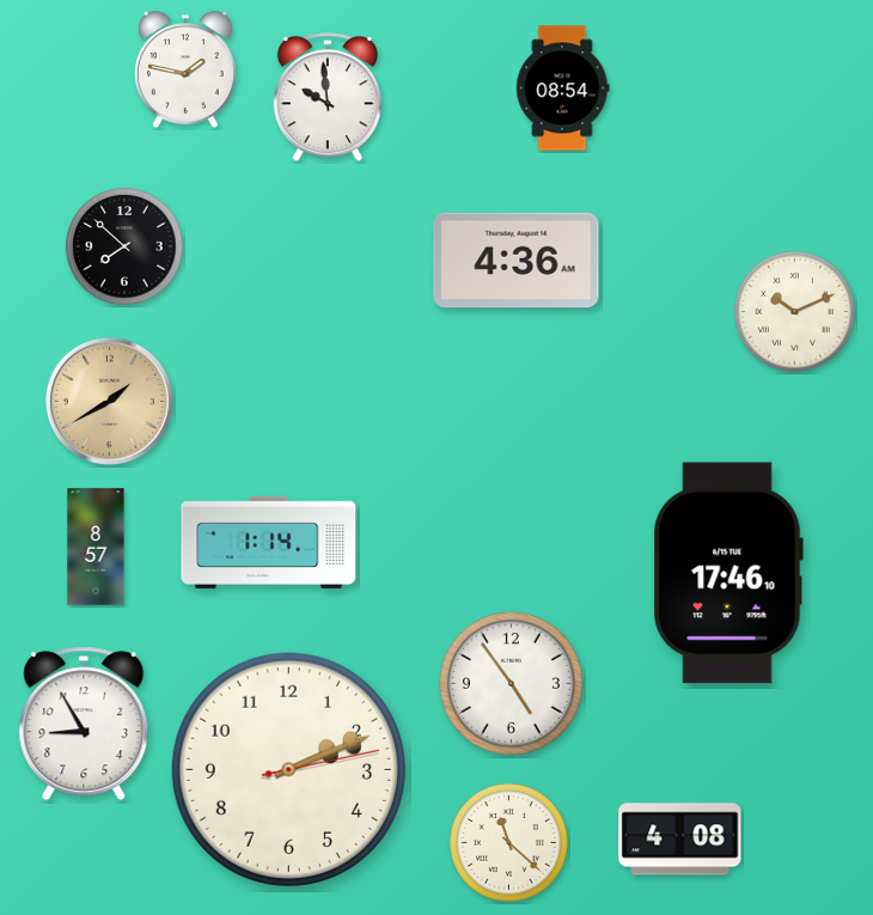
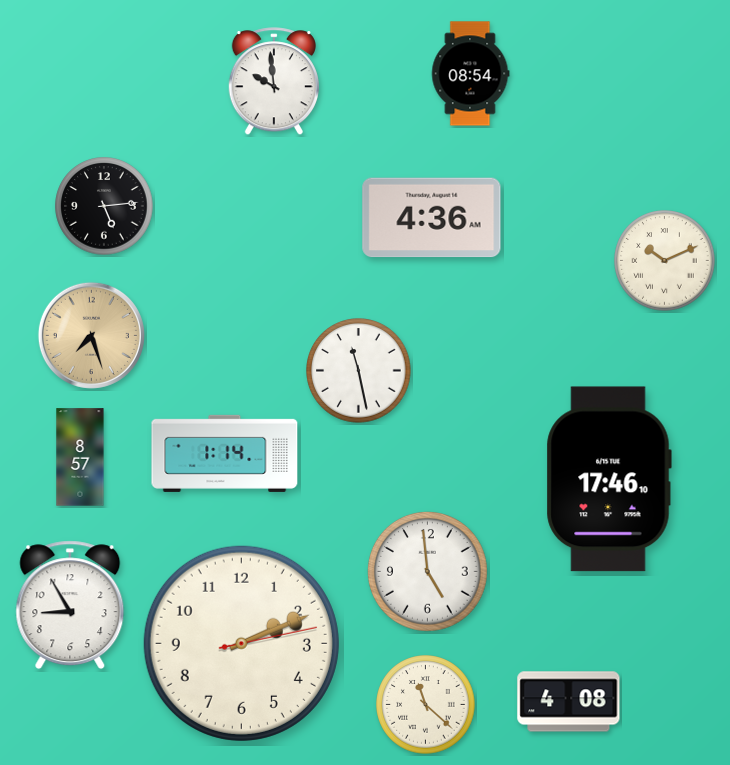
clock at (185, 69): 1:47 -> none
clock at (124, 246): 7:52 -> 5:14
clock at (109, 401): 1:40 -> 7:27
clock at (359, 371): none -> 11:28
clock at (512, 684): 4:54 -> 4:59
